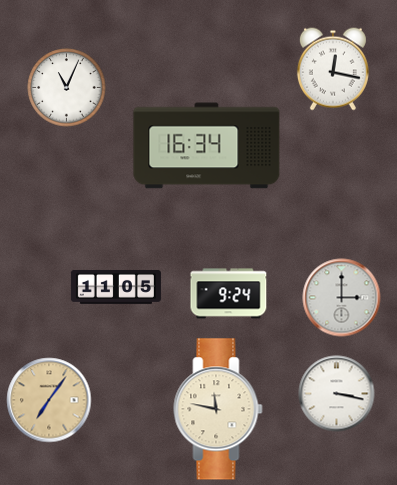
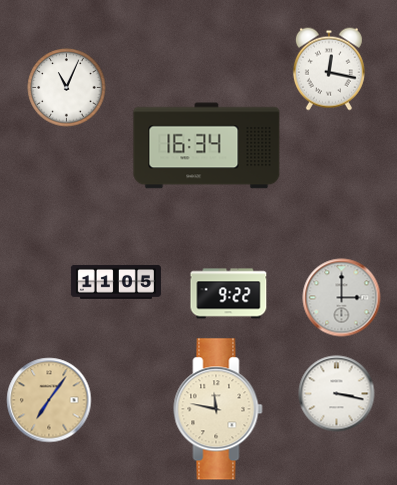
clock at (333, 69) position: (333, 69) -> (329, 69)
clock at (116, 287) position: (116, 287) -> (116, 282)
clock at (229, 294): 9:24 -> 9:22
